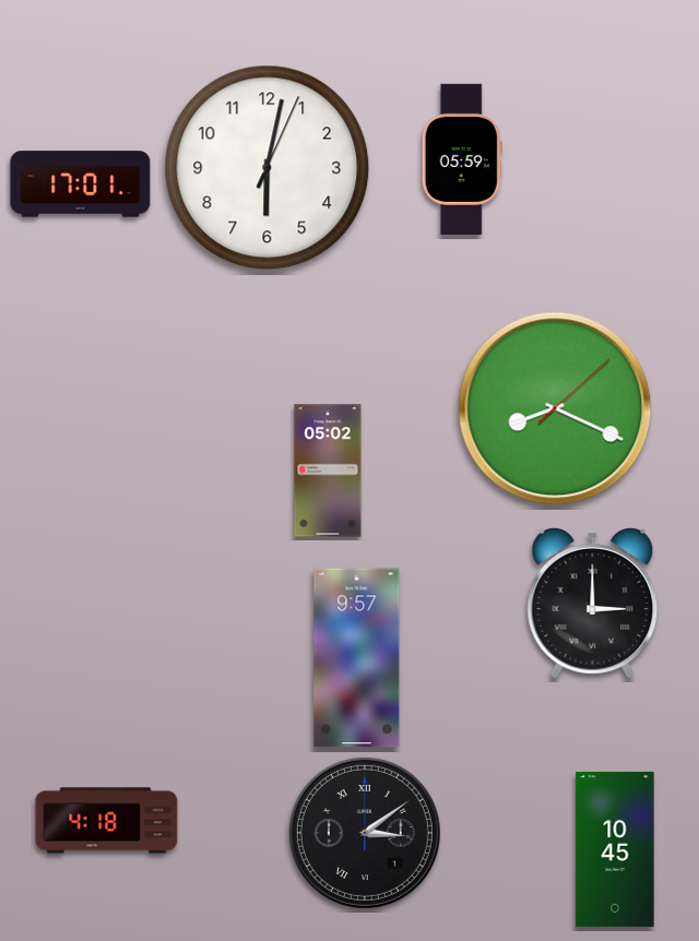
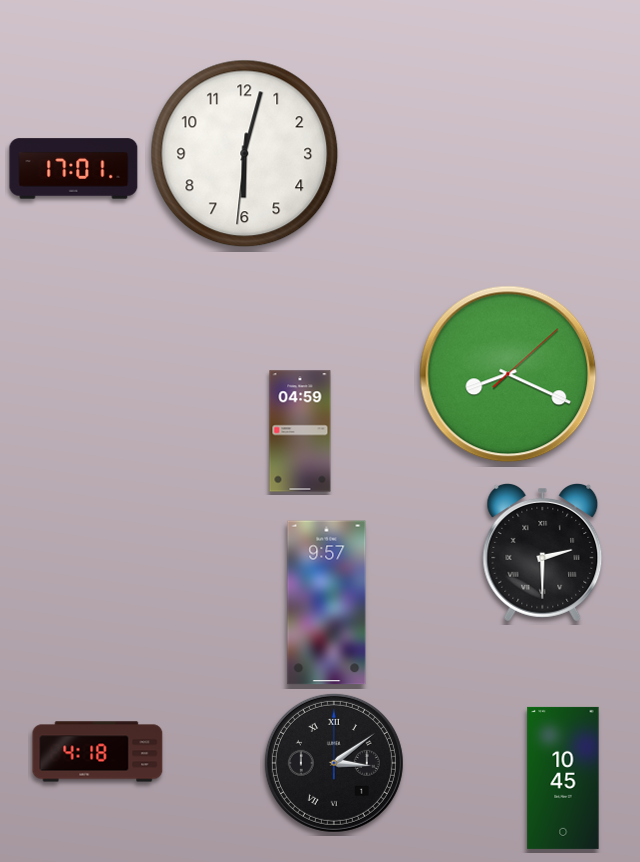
clock at (462, 159): 05:59 -> none
clock at (268, 168): 6:02:04 -> 6:02:31
clock at (328, 470): 05:02 -> 04:59
clock at (593, 603): 3:00 -> 2:30
